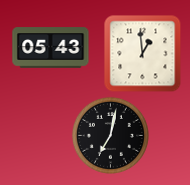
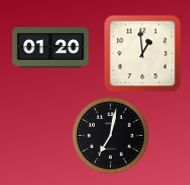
clock at (51, 48): 05:43 -> 01:20
